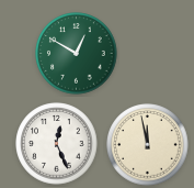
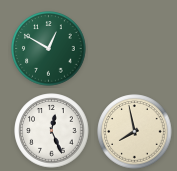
clock at (77, 54) position: (77, 54) -> (49, 49)
clock at (148, 145): 11:58 -> 7:58
